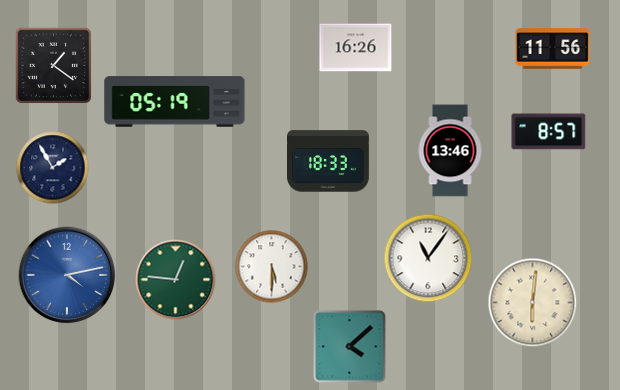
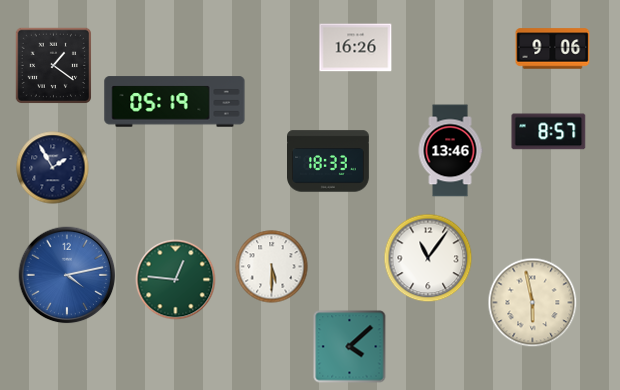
clock at (553, 49): 11:56 -> 9:06
clock at (533, 303): 6:01 -> 5:58
